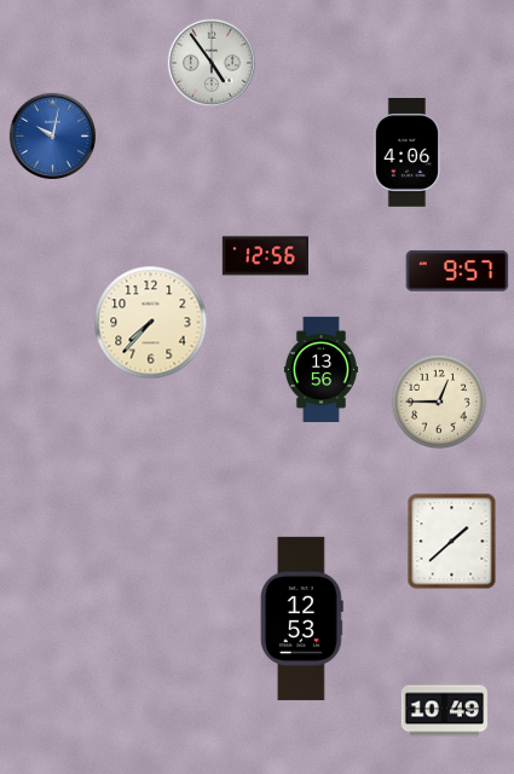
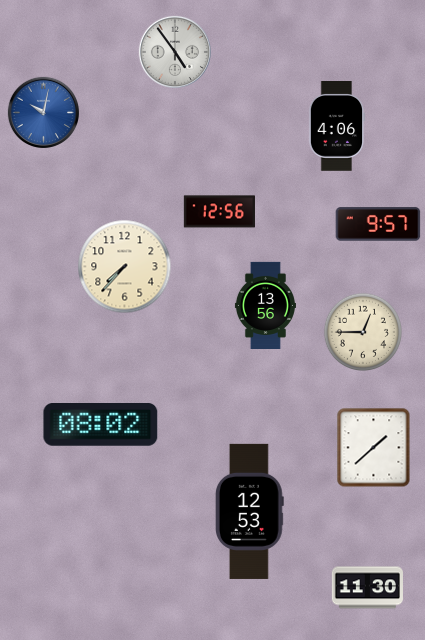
clock at (101, 425): none -> 08:02
clock at (444, 711): 10:49 -> 11:30
